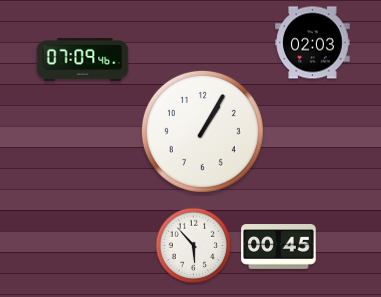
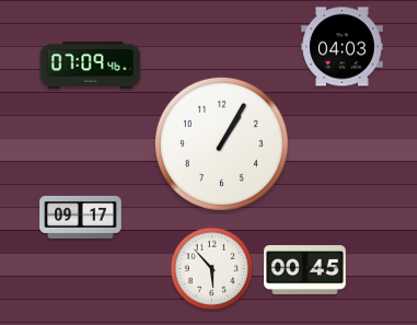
clock at (313, 43): 02:03 -> 04:03
clock at (81, 217): none -> 09:17
